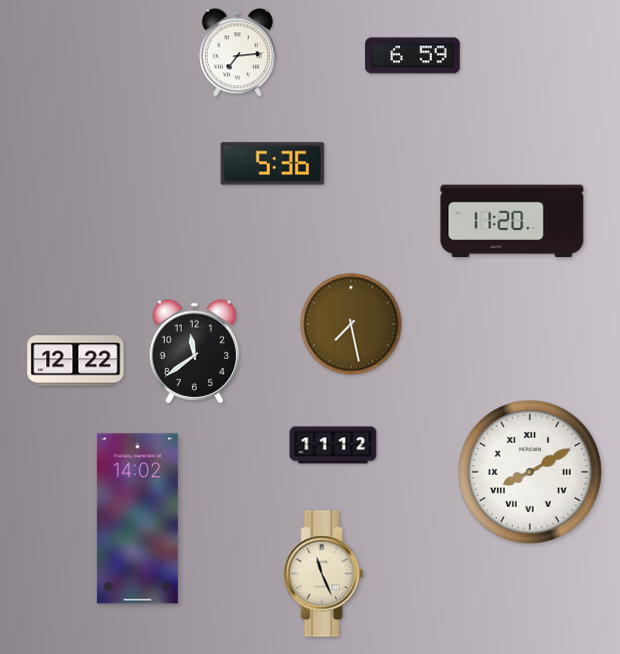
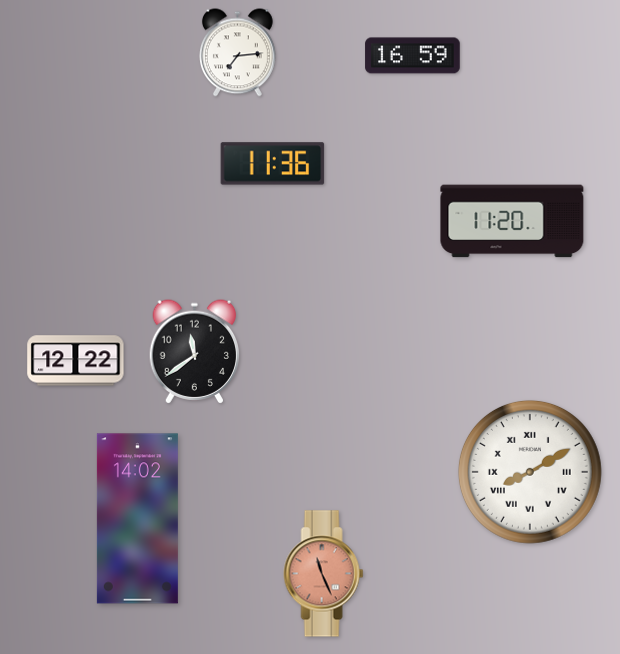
clock at (413, 56): 6:59 -> 16:59
clock at (273, 164): 5:36 -> 11:36
clock at (351, 324): 7:28 -> none
clock at (333, 445): 11:12 -> none
clock at (324, 574) dial: cream -> salmon
